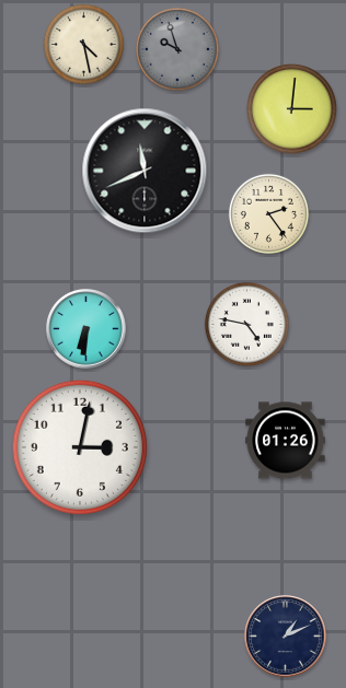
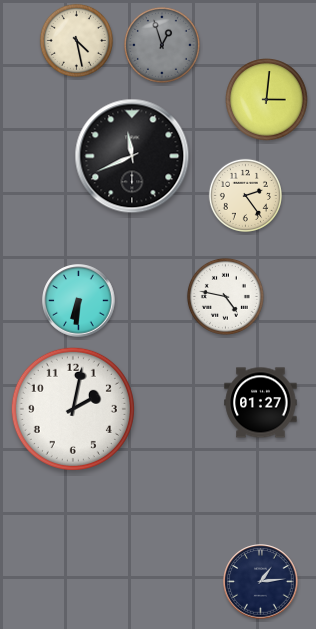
clock at (177, 49): 9:57 -> 12:57
clock at (286, 441): 01:26 -> 01:27
clock at (80, 447): 3:02 -> 2:02
clock at (286, 637): 1:11 -> 1:14
